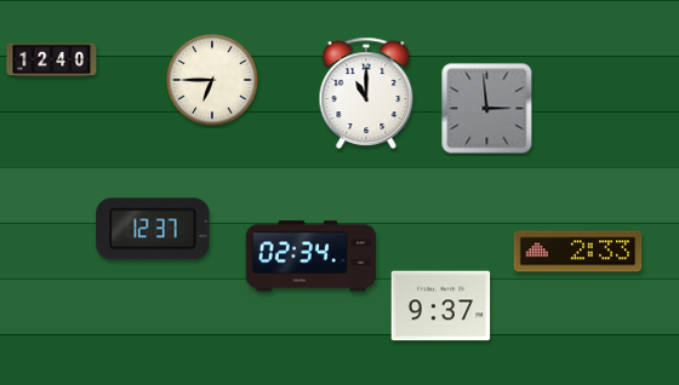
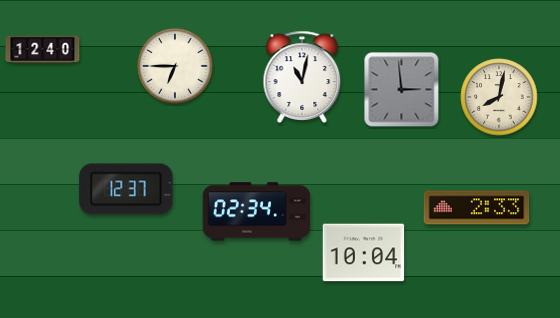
clock at (366, 93): 11:00 -> 11:02
clock at (499, 97): none -> 8:02
clock at (441, 306): 9:37 -> 10:04
